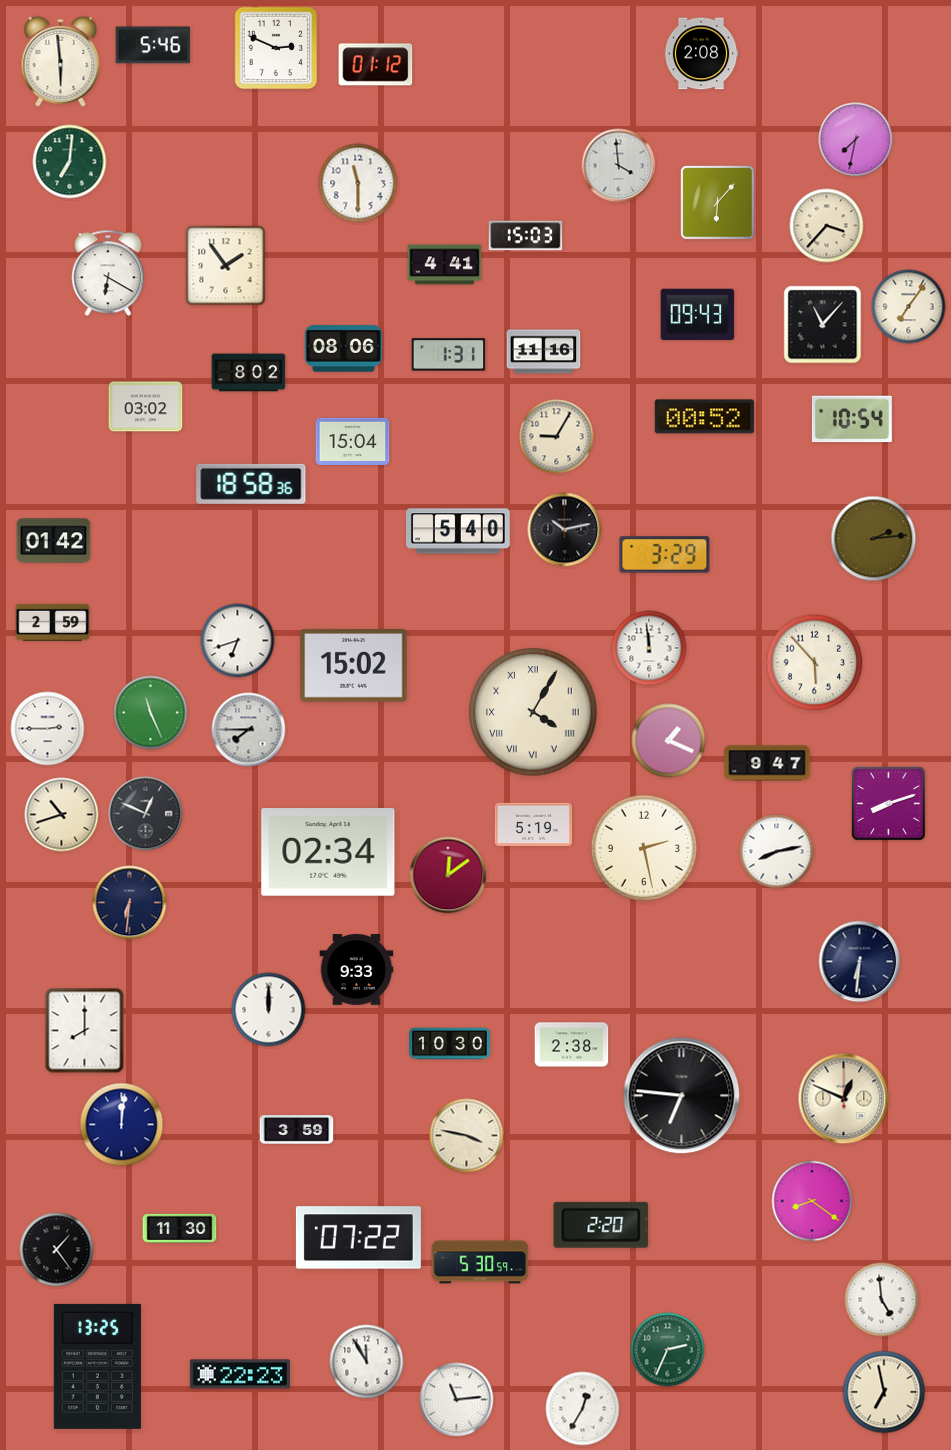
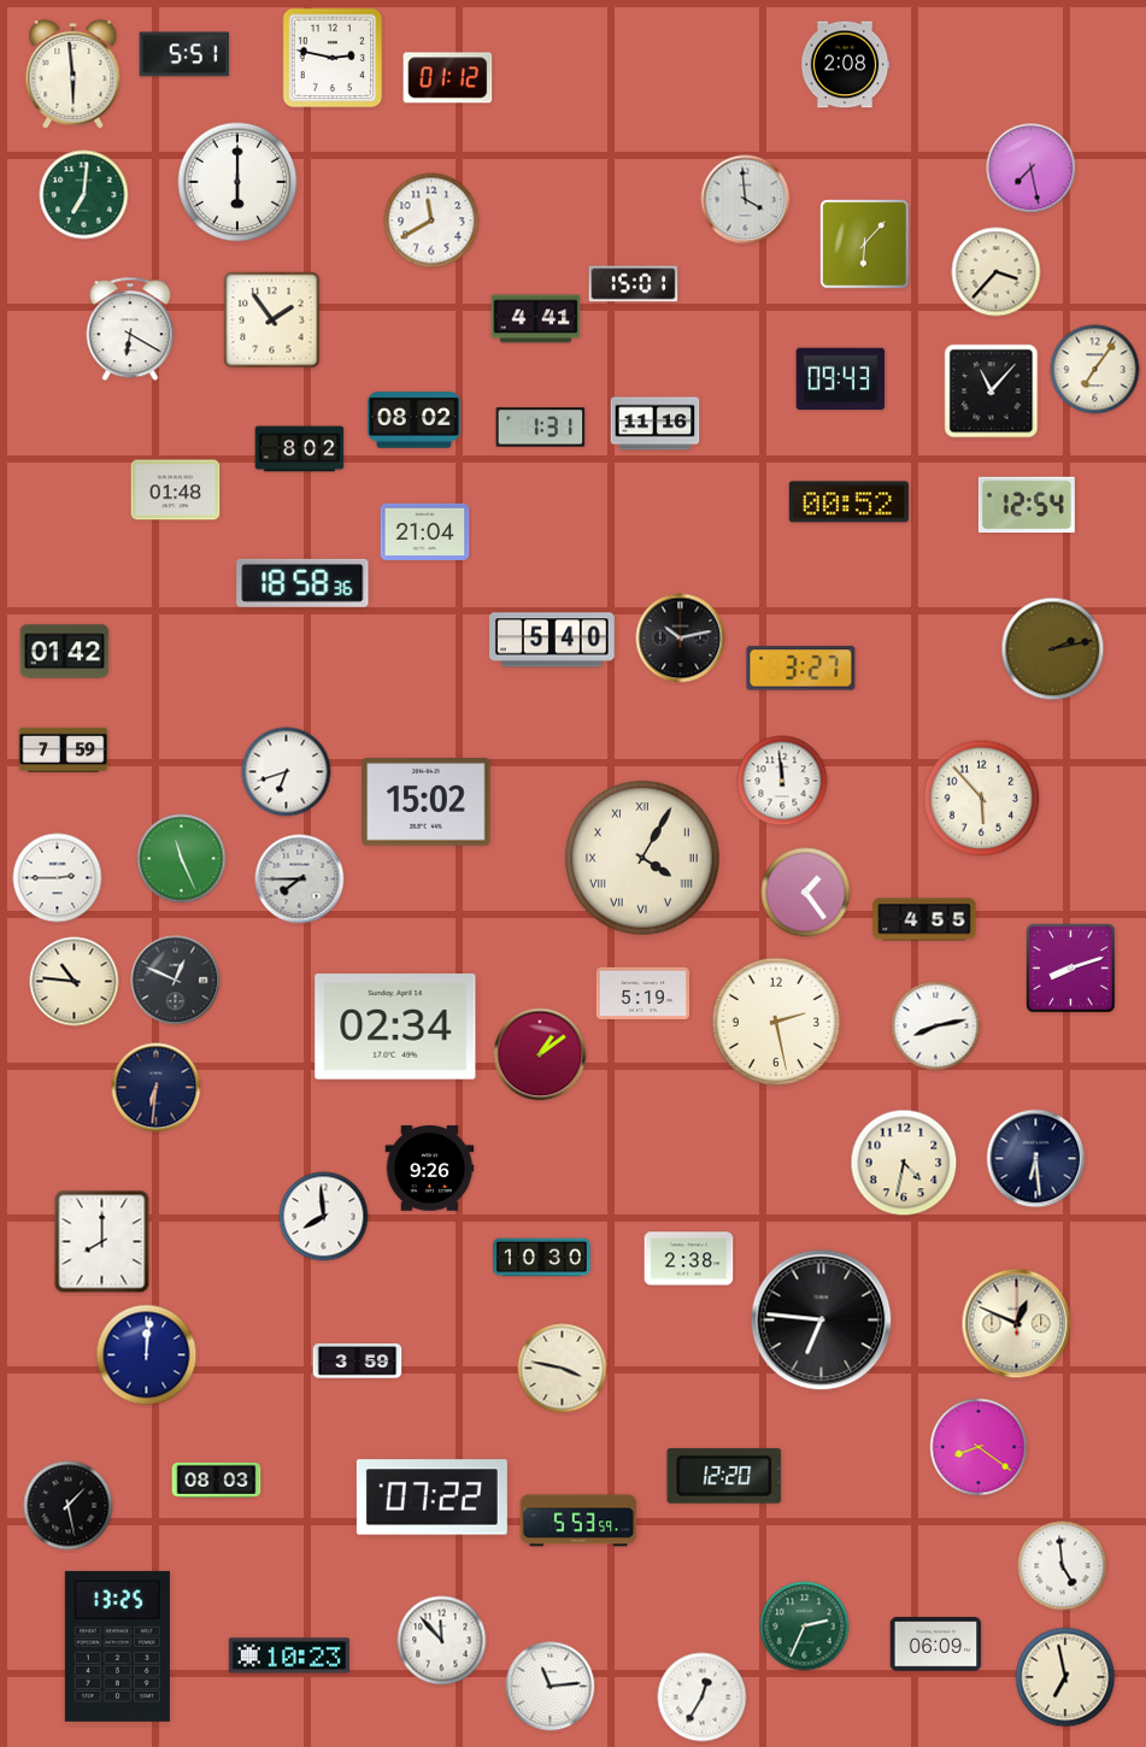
clock at (153, 45): 5:46 -> 5:51
clock at (276, 48): 2:49 -> 2:47
clock at (376, 65) position: (376, 65) -> (448, 78)
clock at (856, 140): 7:32 -> 7:28
clock at (237, 182): none -> 6:00
clock at (358, 183): 11:30 -> 11:40
clock at (526, 236): 15:03 -> 15:01
clock at (343, 349): 08:06 -> 08:02
clock at (146, 407): 03:02 -> 01:48
clock at (852, 419): 10:54 -> 12:54
clock at (557, 437): 9:05 -> none
clock at (353, 441): 15:04 -> 21:04
clock at (874, 539): 2:14 -> 2:13
clock at (665, 555): 3:29 -> 3:27
clock at (53, 622): 2:59 -> 7:59
clock at (669, 741): 1:19 -> 1:24
clock at (767, 763): 9:47 -> 4:55
clock at (62, 815): 10:42 -> 10:46
clock at (448, 875): 12:09 -> 1:09
clock at (860, 962): 6:31 -> 6:29
clock at (904, 1163): none -> 4:32
clock at (357, 970): 9:33 -> 9:26
clock at (269, 1010): 12:00 -> 7:59
clock at (601, 1225): 2:20 -> 12:20
clock at (180, 1228): 11:30 -> 08:03
clock at (358, 1238) position: (358, 1238) -> (431, 1498)
clock at (57, 1250): 1:24 -> 1:28
clock at (480, 1262): 5:30 -> 5:53
clock at (367, 1362): 11:55 -> 11:53
clock at (936, 1645): none -> 06:09
clock at (240, 1374): 22:23 -> 10:23
